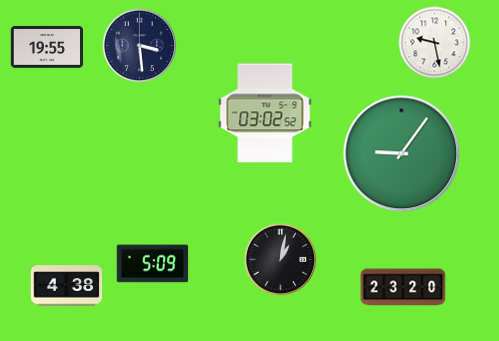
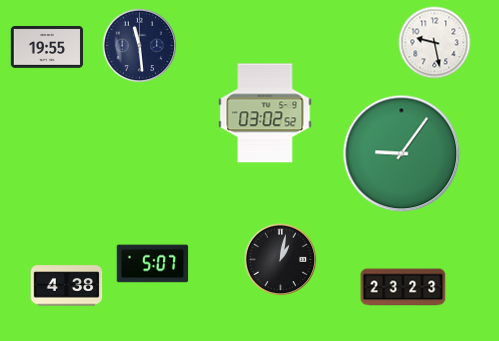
clock at (140, 46): 3:29 -> 11:29
clock at (153, 264): 5:09 -> 5:07
clock at (403, 287): 23:20 -> 23:23
